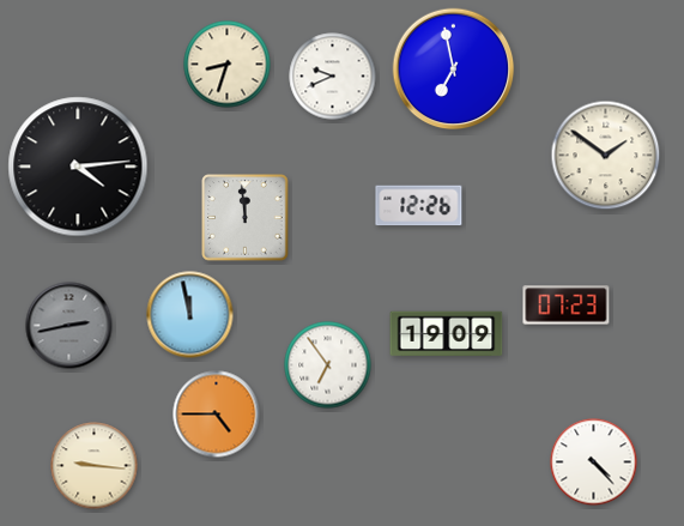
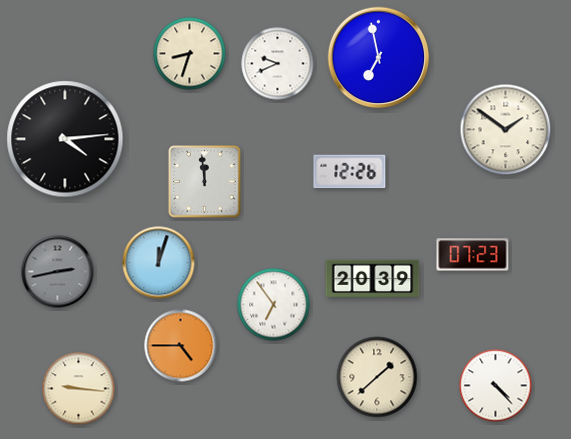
clock at (190, 315): 11:58 -> 12:03
clock at (447, 334): 19:09 -> 20:39
clock at (377, 377): none -> 1:38
